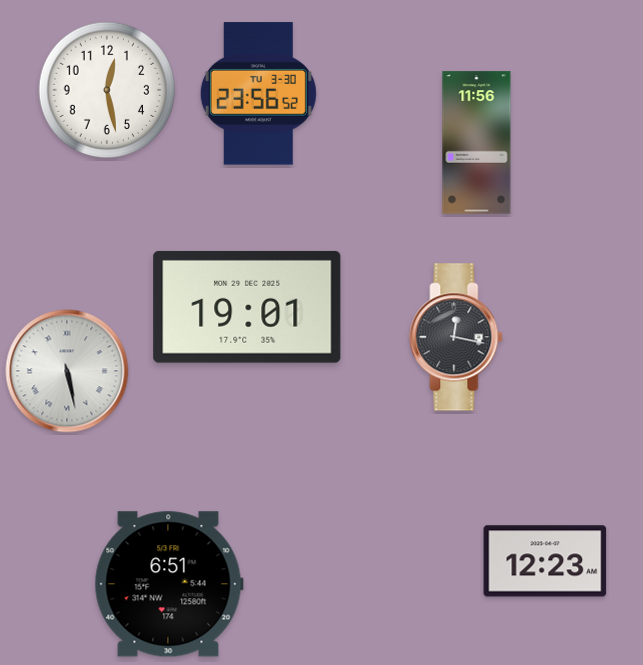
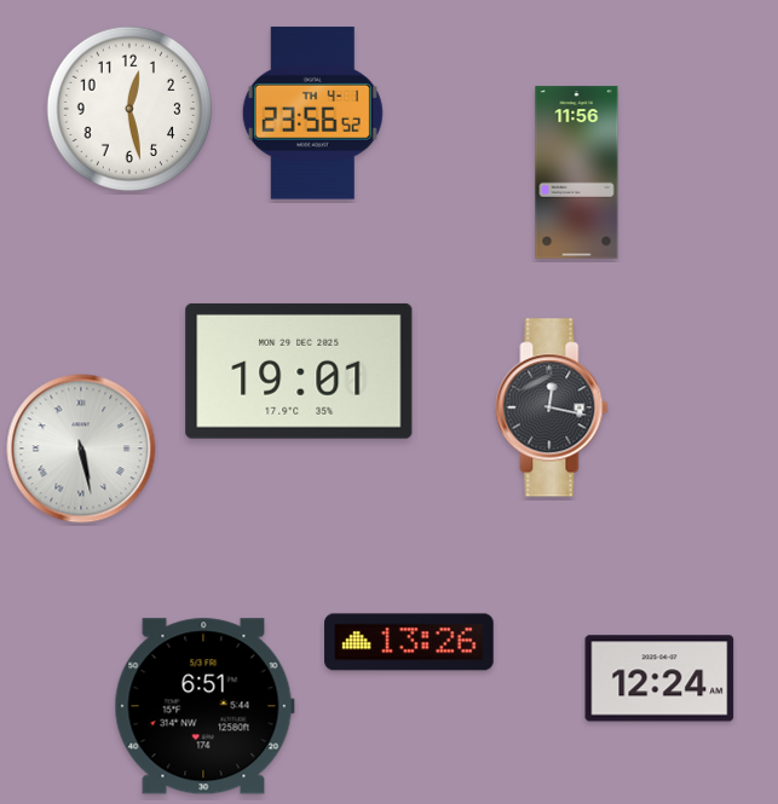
clock at (258, 94) date: TU 3-30 -> TH 4-1
clock at (409, 642): none -> 13:26
clock at (545, 561): 12:23 -> 12:24
